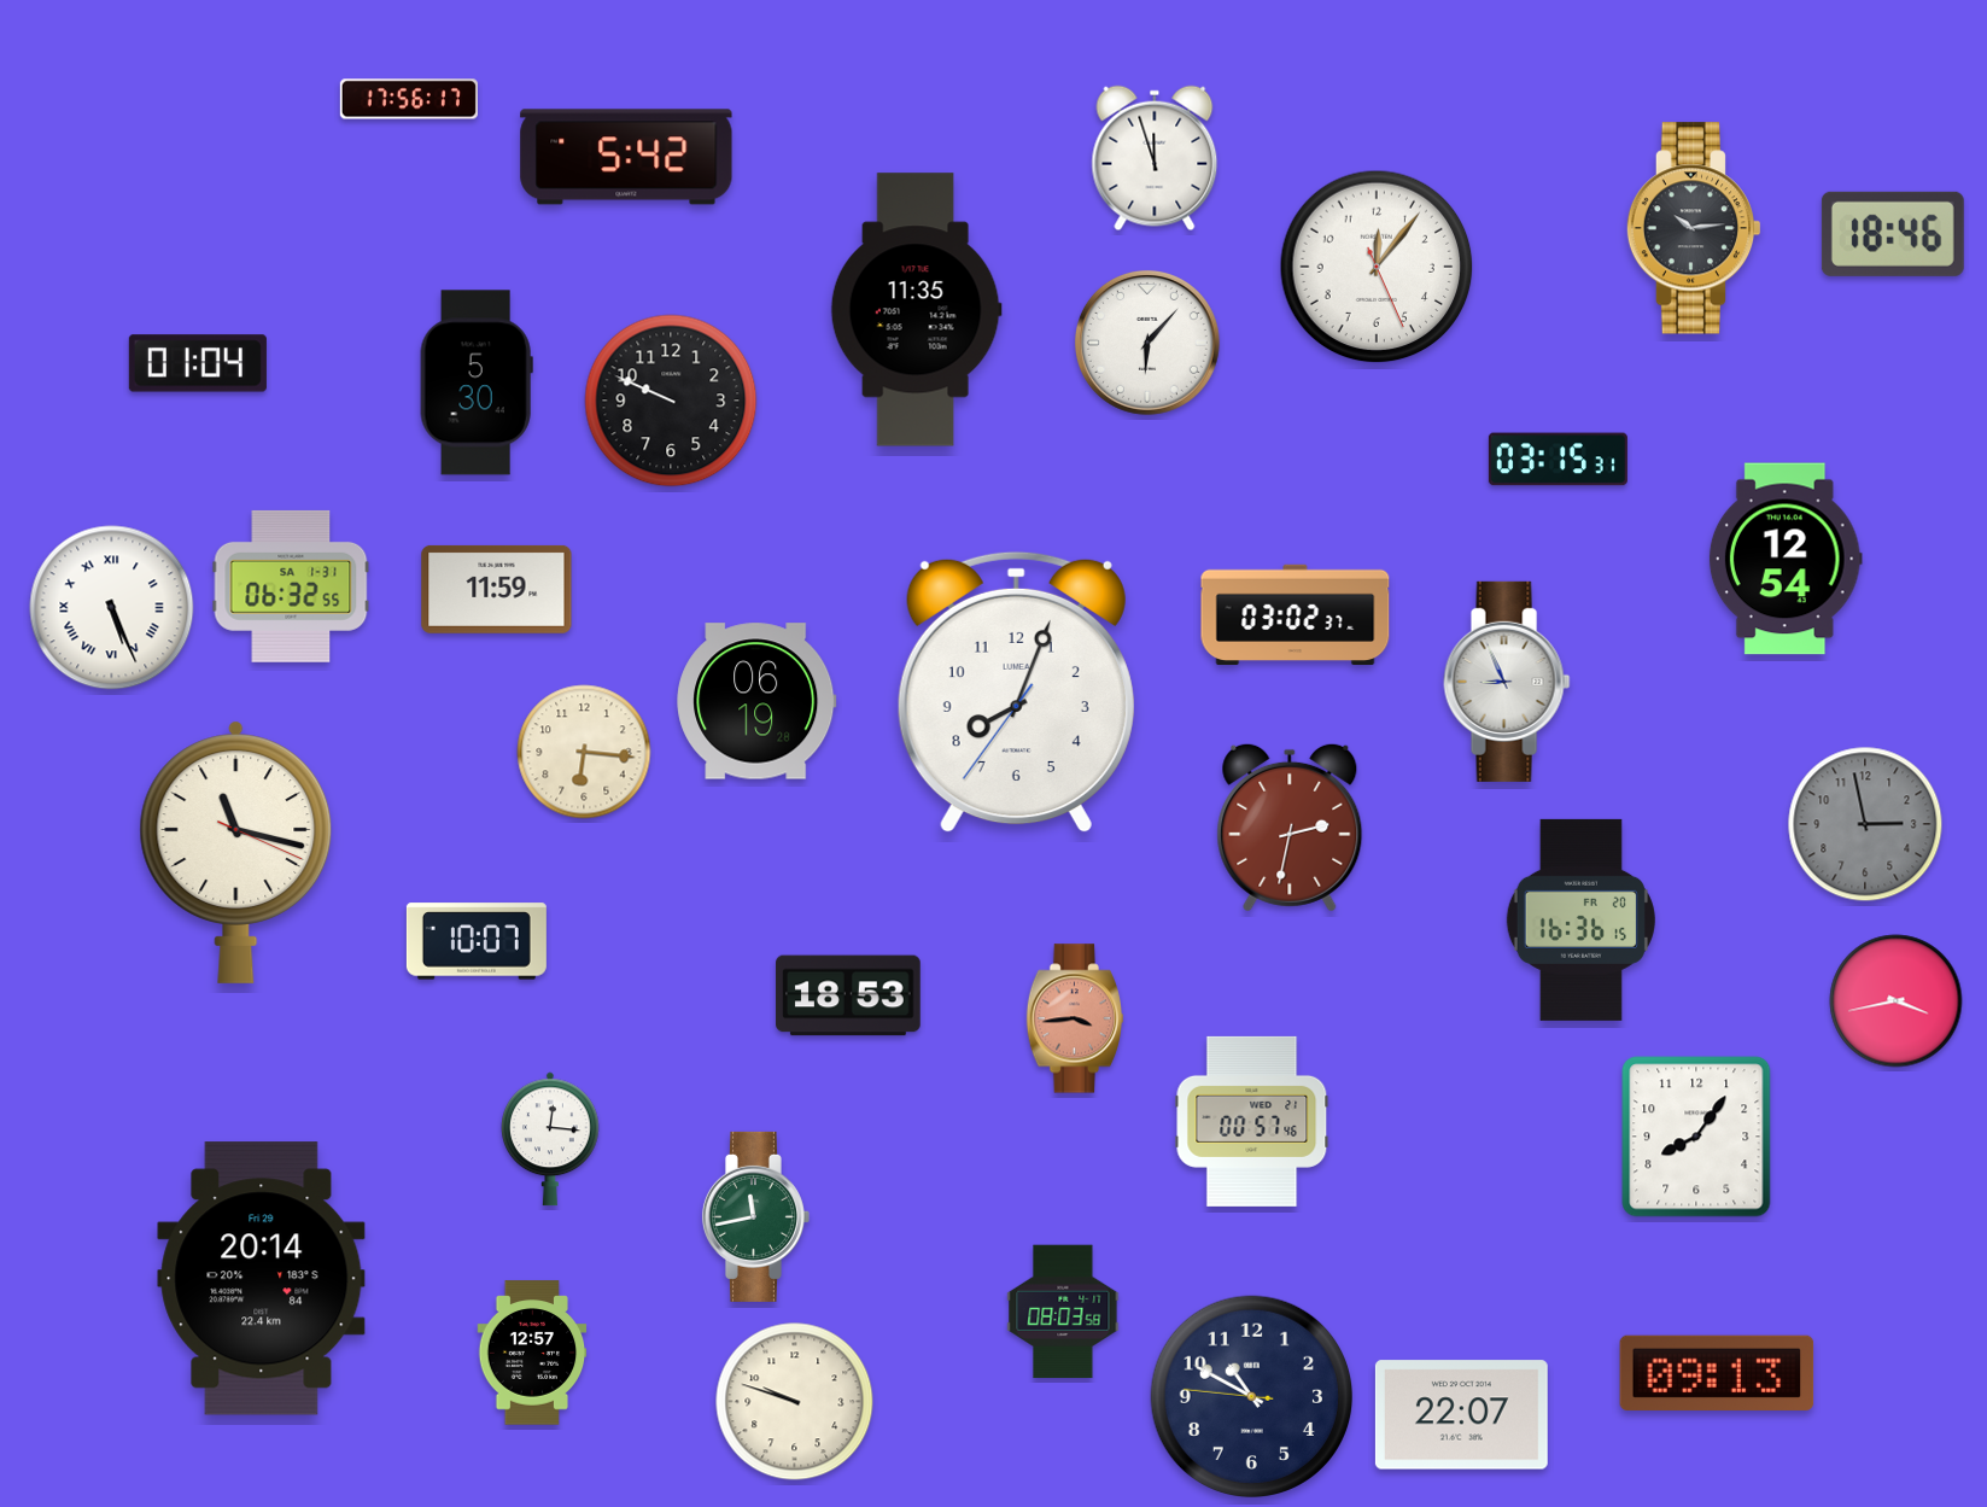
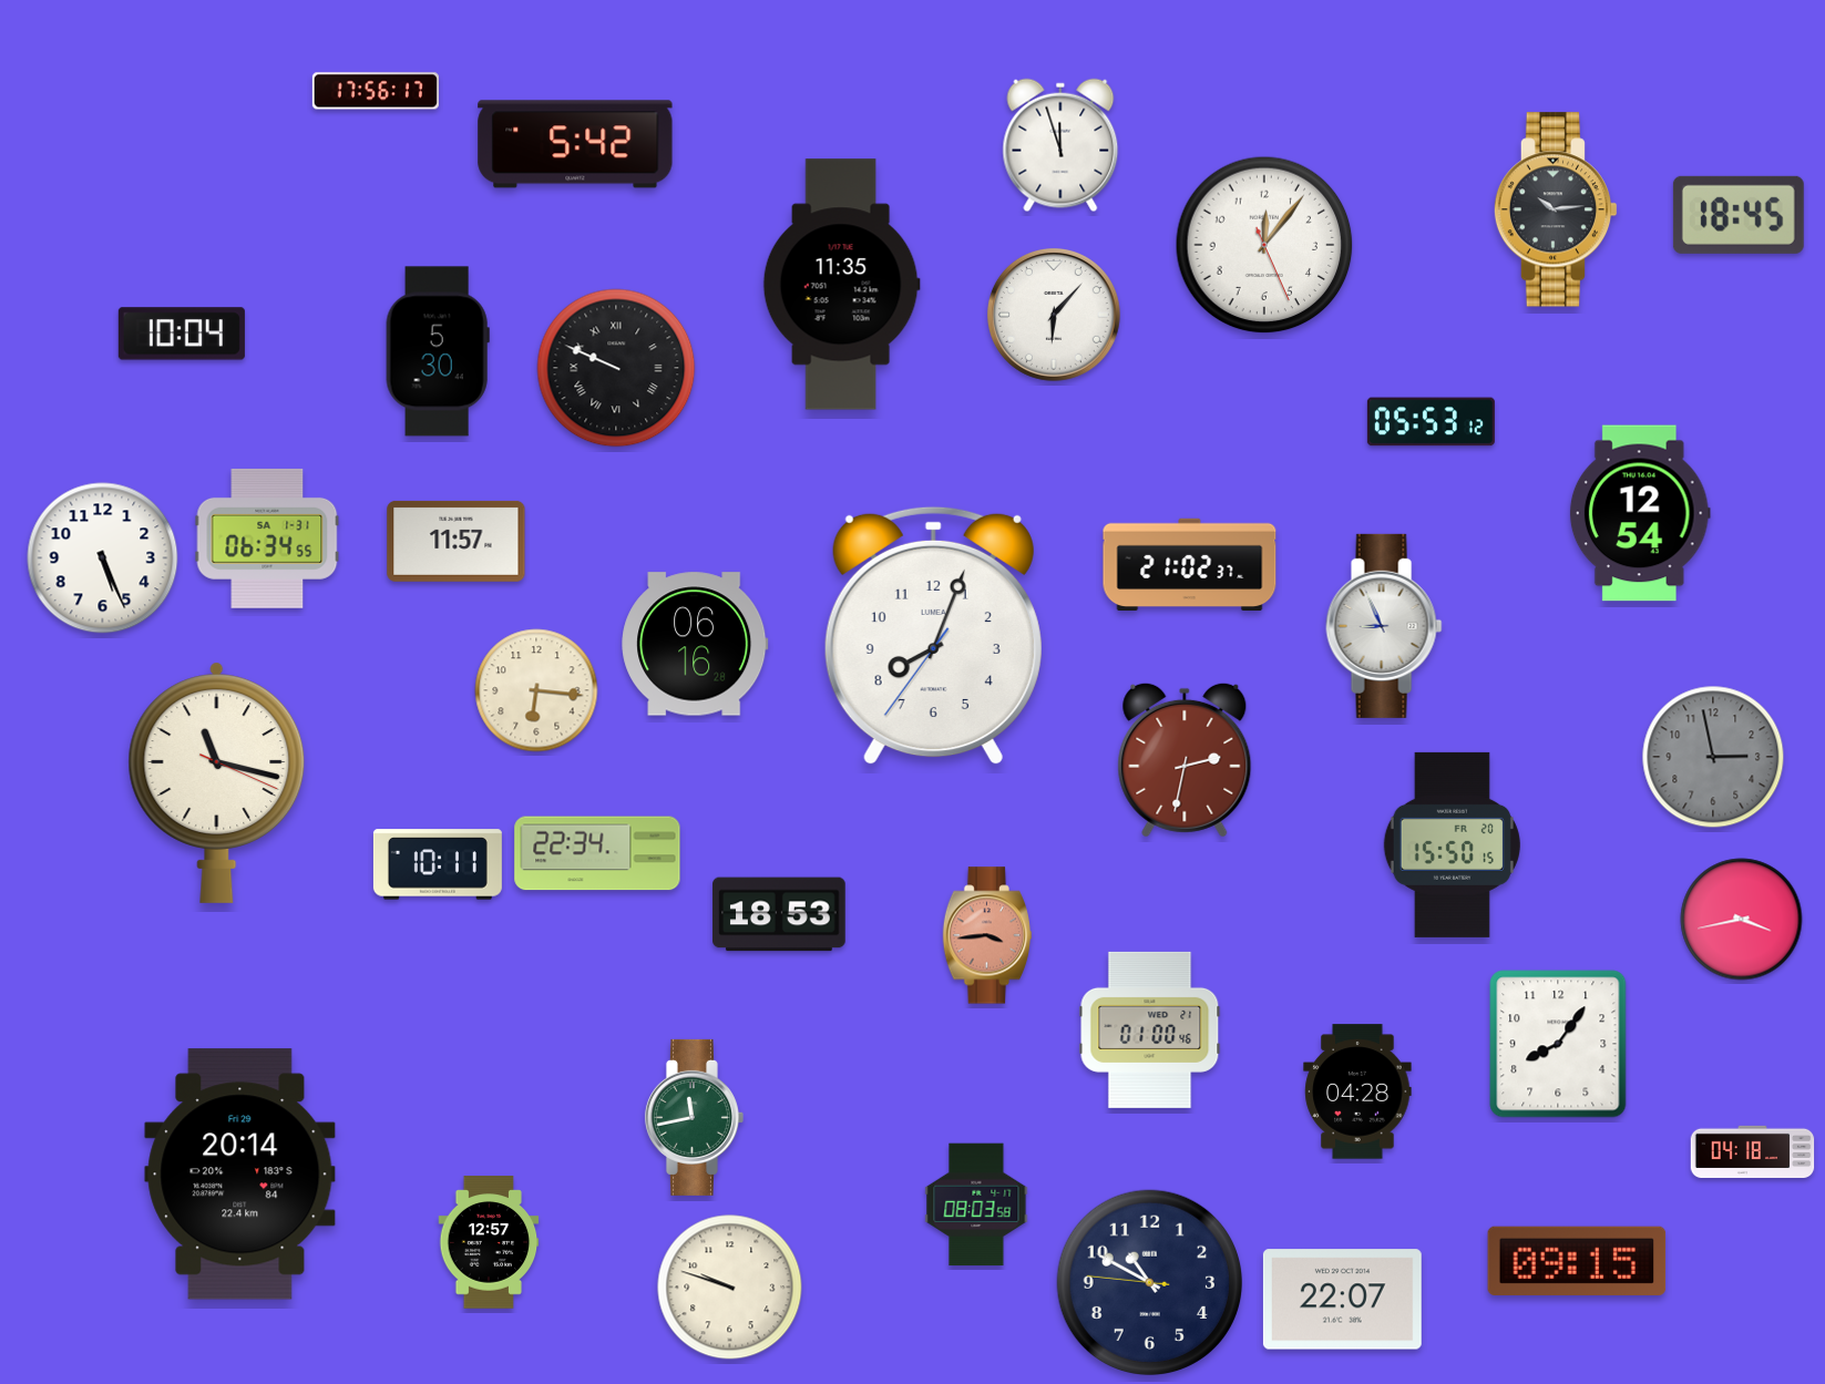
clock at (1893, 234): 18:46 -> 18:45
clock at (198, 363): 01:04 -> 10:04
clock at (671, 401) numerals: Arabic -> Roman
clock at (1558, 460): 03:15 -> 05:53
clock at (291, 586): 06:32 -> 06:34
clock at (497, 589): 11:59 -> 11:57
clock at (112, 608) numerals: Roman -> Arabic
clock at (1296, 615): 03:02 -> 21:02
clock at (756, 701): 06:19 -> 06:16
clock at (1580, 919): 16:36 -> 15:50
clock at (597, 853): none -> 22:34
clock at (477, 941): 10:07 -> 10:11
clock at (1252, 1121): 00:57 -> 01:00
clock at (551, 1139): 12:16 -> none
clock at (1357, 1091): none -> 04:28
clock at (1753, 1151): none -> 04:18
clock at (1717, 1373): 09:13 -> 09:15
